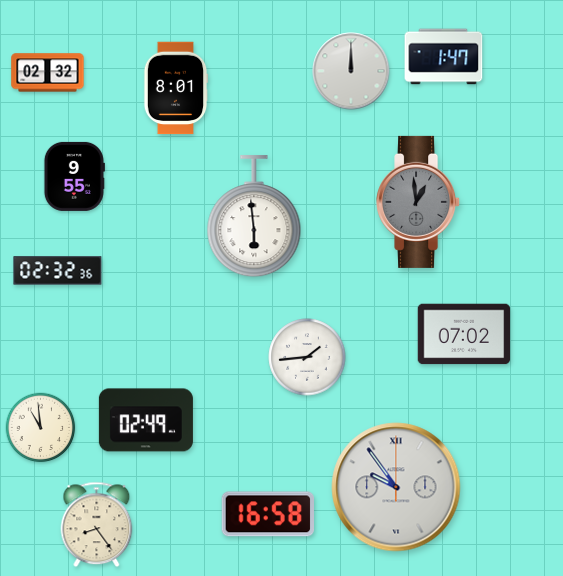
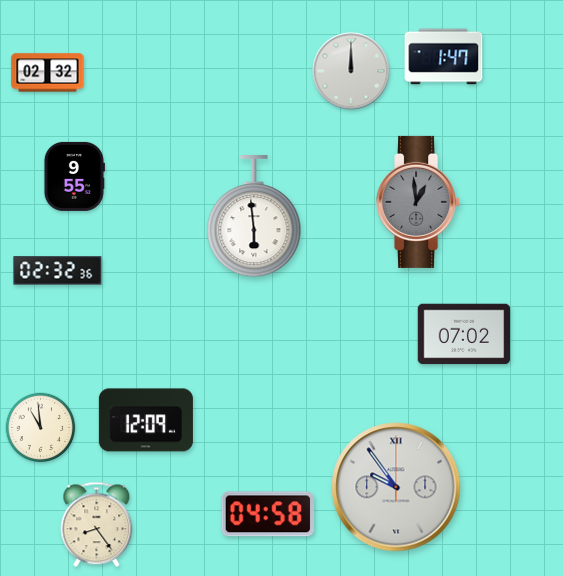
clock at (176, 88): 8:01 -> none
clock at (307, 357): 1:44 -> none
clock at (146, 420): 02:49 -> 12:09
clock at (267, 514): 16:58 -> 04:58
